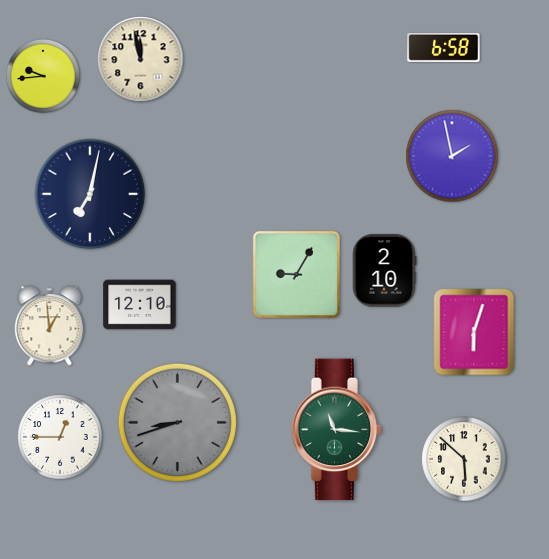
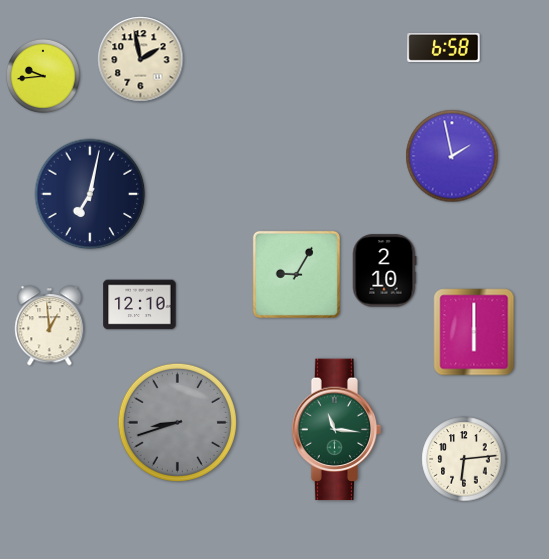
clock at (141, 60): 11:58 -> 1:58
clock at (474, 332): 6:03 -> 6:00
clock at (60, 437): 12:45 -> none
clock at (464, 459): 5:52 -> 6:14
